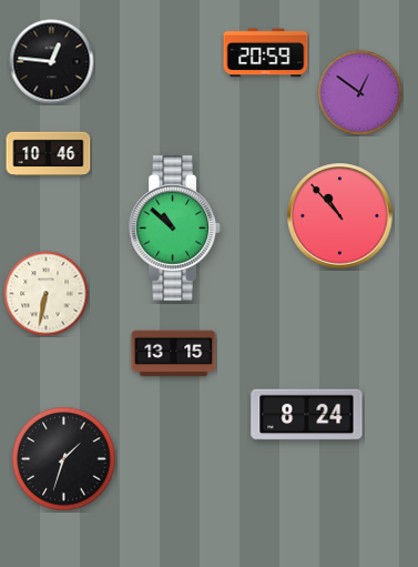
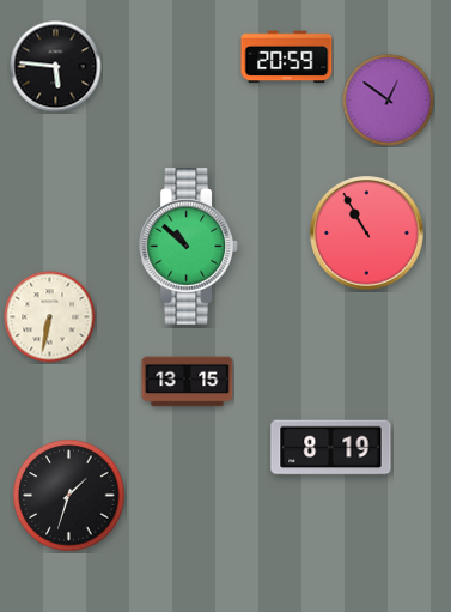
clock at (52, 62): 12:46 -> 5:46
clock at (49, 154): 10:46 -> none
clock at (340, 216): 10:53 -> 10:55
clock at (307, 415): 8:24 -> 8:19
